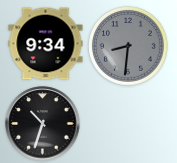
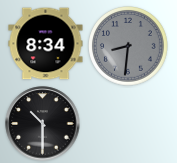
clock at (46, 44): 9:34 -> 8:34
clock at (43, 124): 10:33 -> 10:30
